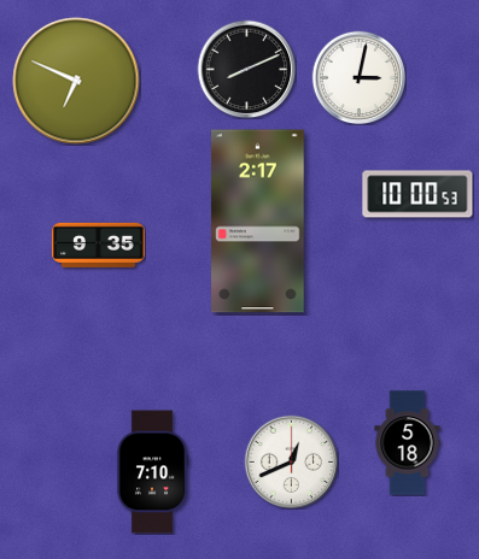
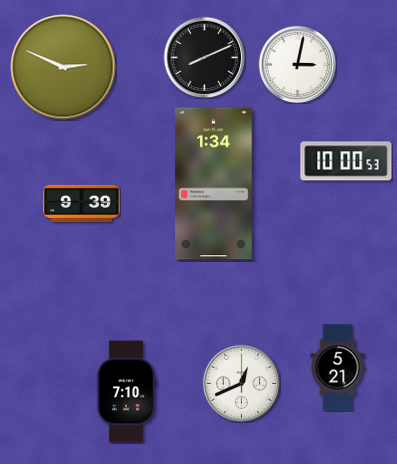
clock at (76, 81): 6:49 -> 2:49
clock at (258, 222): 2:17 -> 1:34
clock at (99, 245): 9:35 -> 9:39
clock at (408, 443): 5:18 -> 5:21
